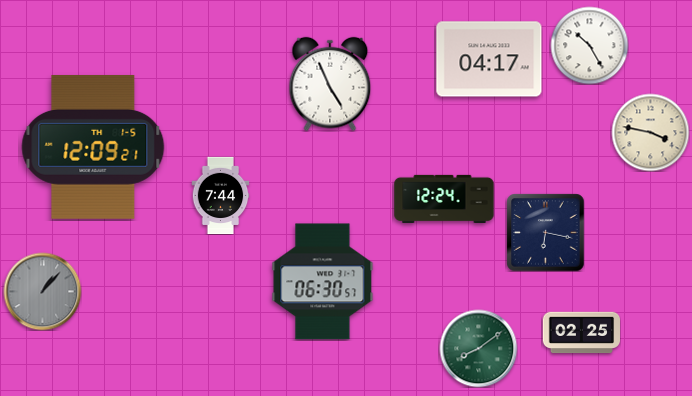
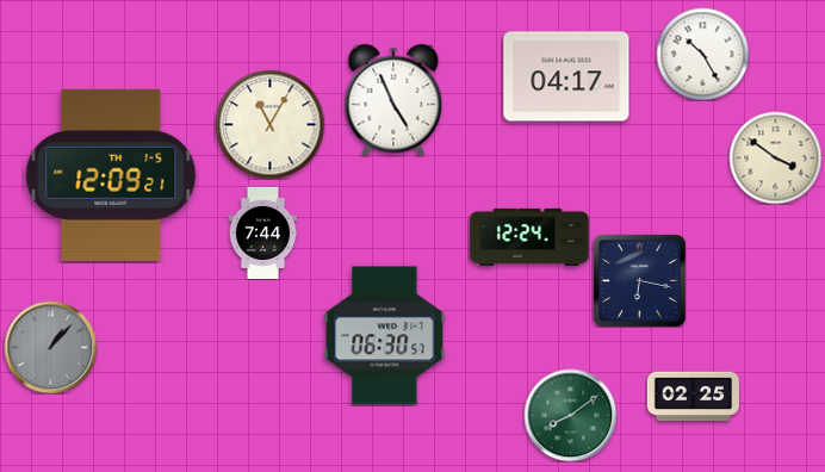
clock at (489, 59) position: (489, 59) -> (566, 76)
clock at (269, 124): none -> 11:05
clock at (650, 132): 3:47 -> 3:51
clock at (545, 232) position: (545, 232) -> (639, 280)
